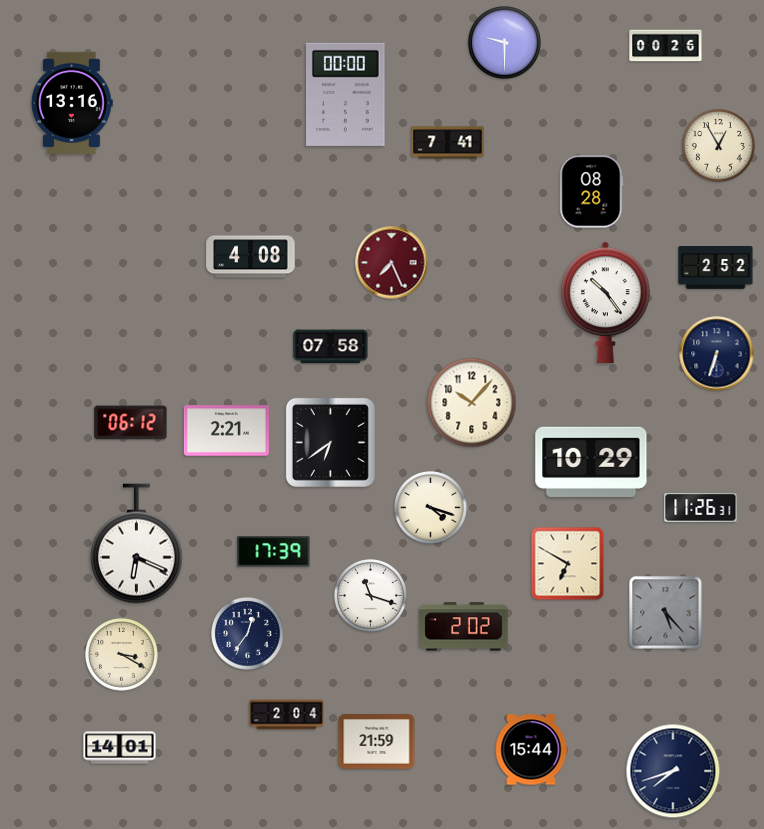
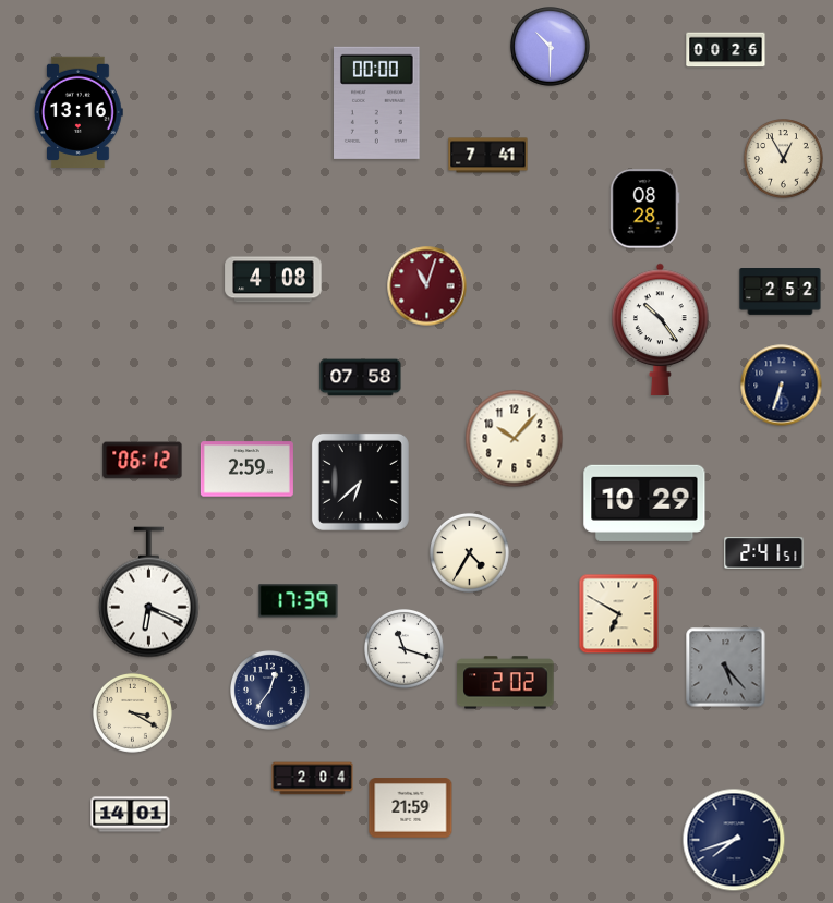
clock at (505, 43): 9:30 -> 10:30
clock at (392, 263): 7:26 -> 11:03
clock at (226, 431): 2:21 -> 2:59
clock at (330, 442): 6:39 -> 6:38
clock at (431, 508): 4:18 -> 4:35
clock at (701, 508): 11:26 -> 2:41
clock at (531, 750): 15:44 -> none
